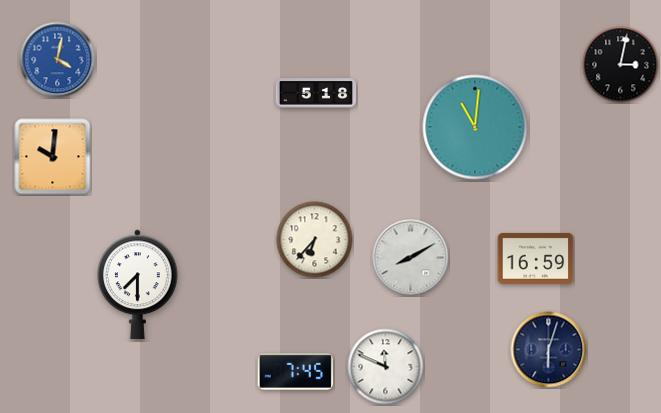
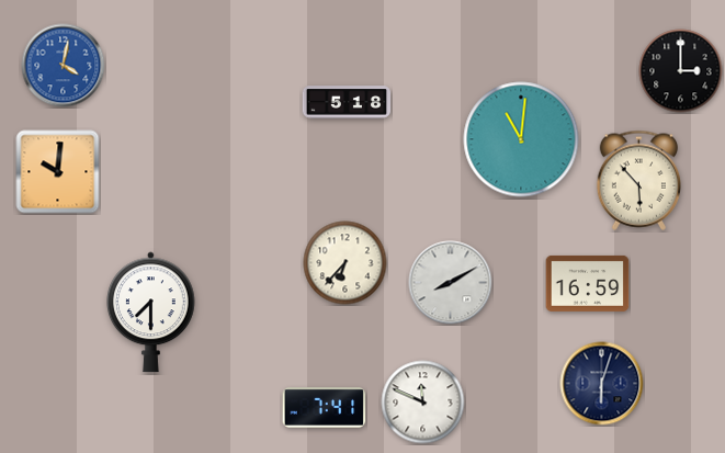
clock at (621, 65): 3:02 -> 3:00
clock at (638, 180): none -> 5:53
clock at (296, 372): 7:45 -> 7:41
